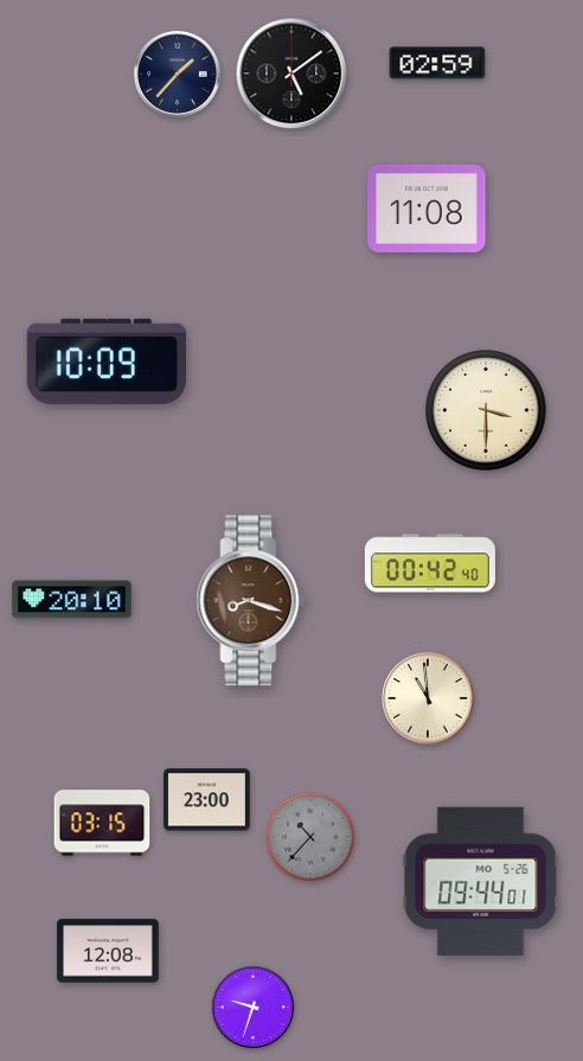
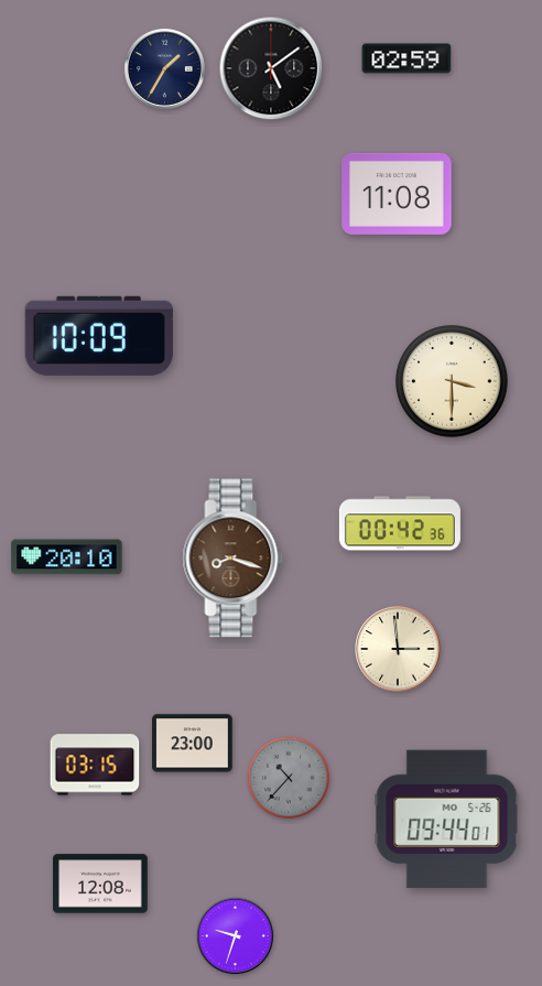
clock at (177, 73): 1:37 -> 1:35
clock at (430, 563): 00:42:40 -> 00:42:36
clock at (428, 698): 10:59 -> 2:59
